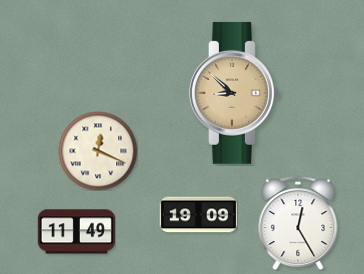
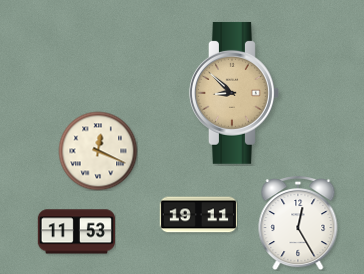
clock at (198, 215): 19:09 -> 19:11
clock at (76, 232): 11:49 -> 11:53
